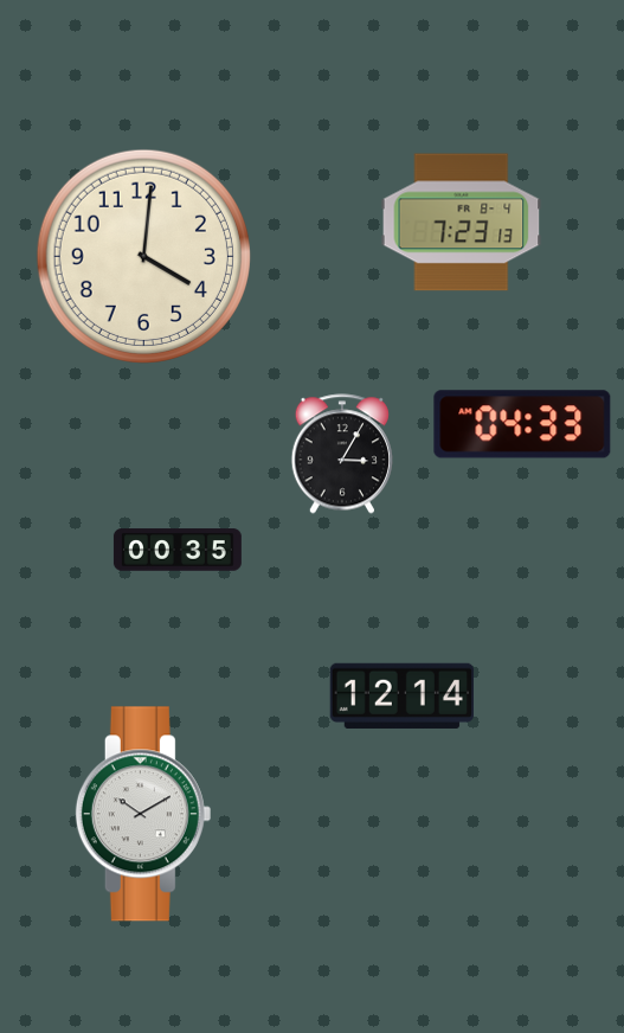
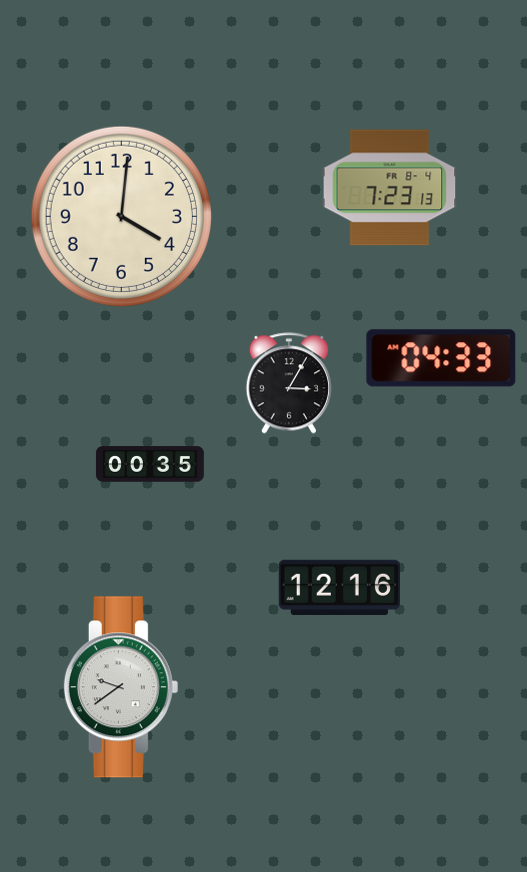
clock at (401, 695): 12:14 -> 12:16
clock at (143, 814): 10:10 -> 9:39
